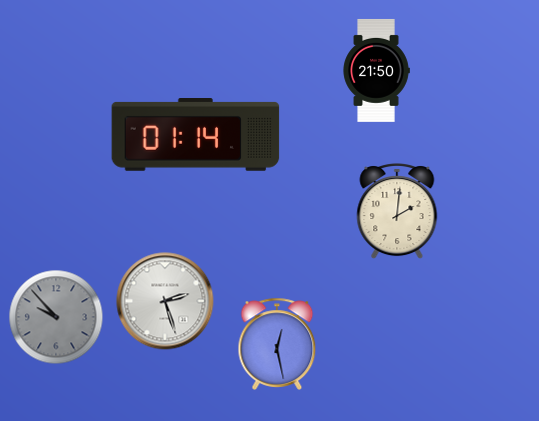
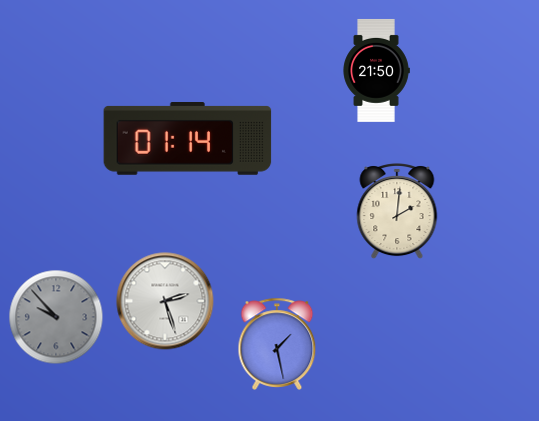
clock at (196, 135) position: (196, 135) -> (188, 139)
clock at (277, 344): 12:28 -> 1:28
